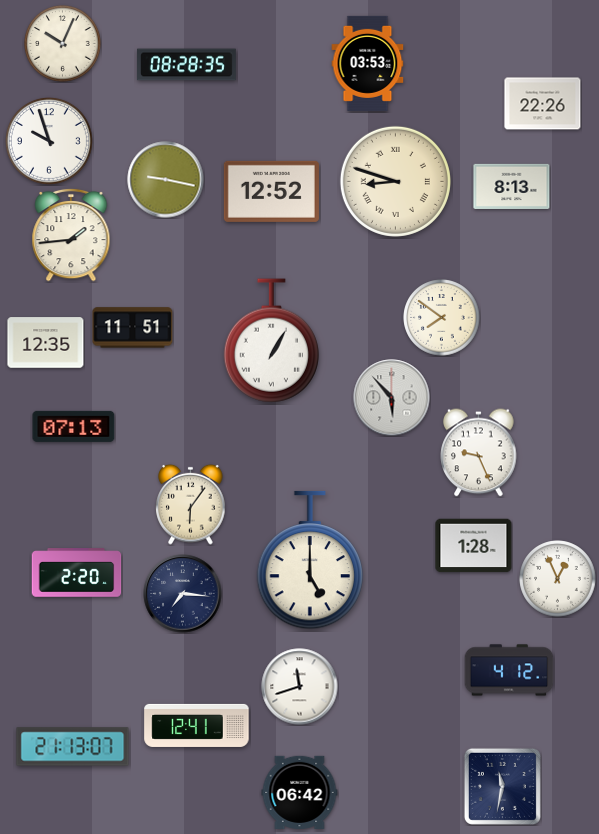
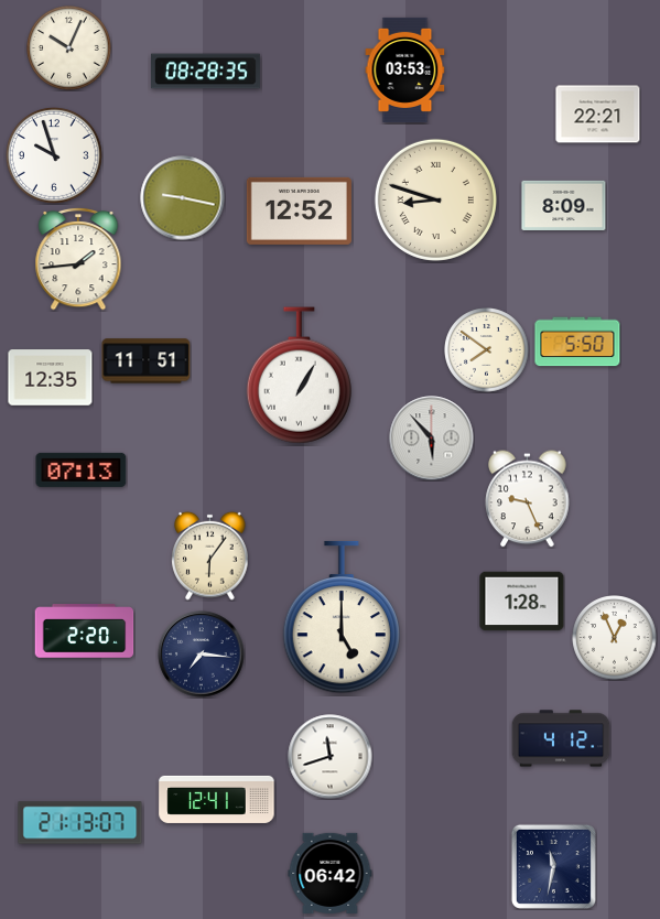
clock at (543, 104): 22:26 -> 22:21
clock at (512, 186): 8:13 -> 8:09
clock at (577, 342): none -> 5:50
